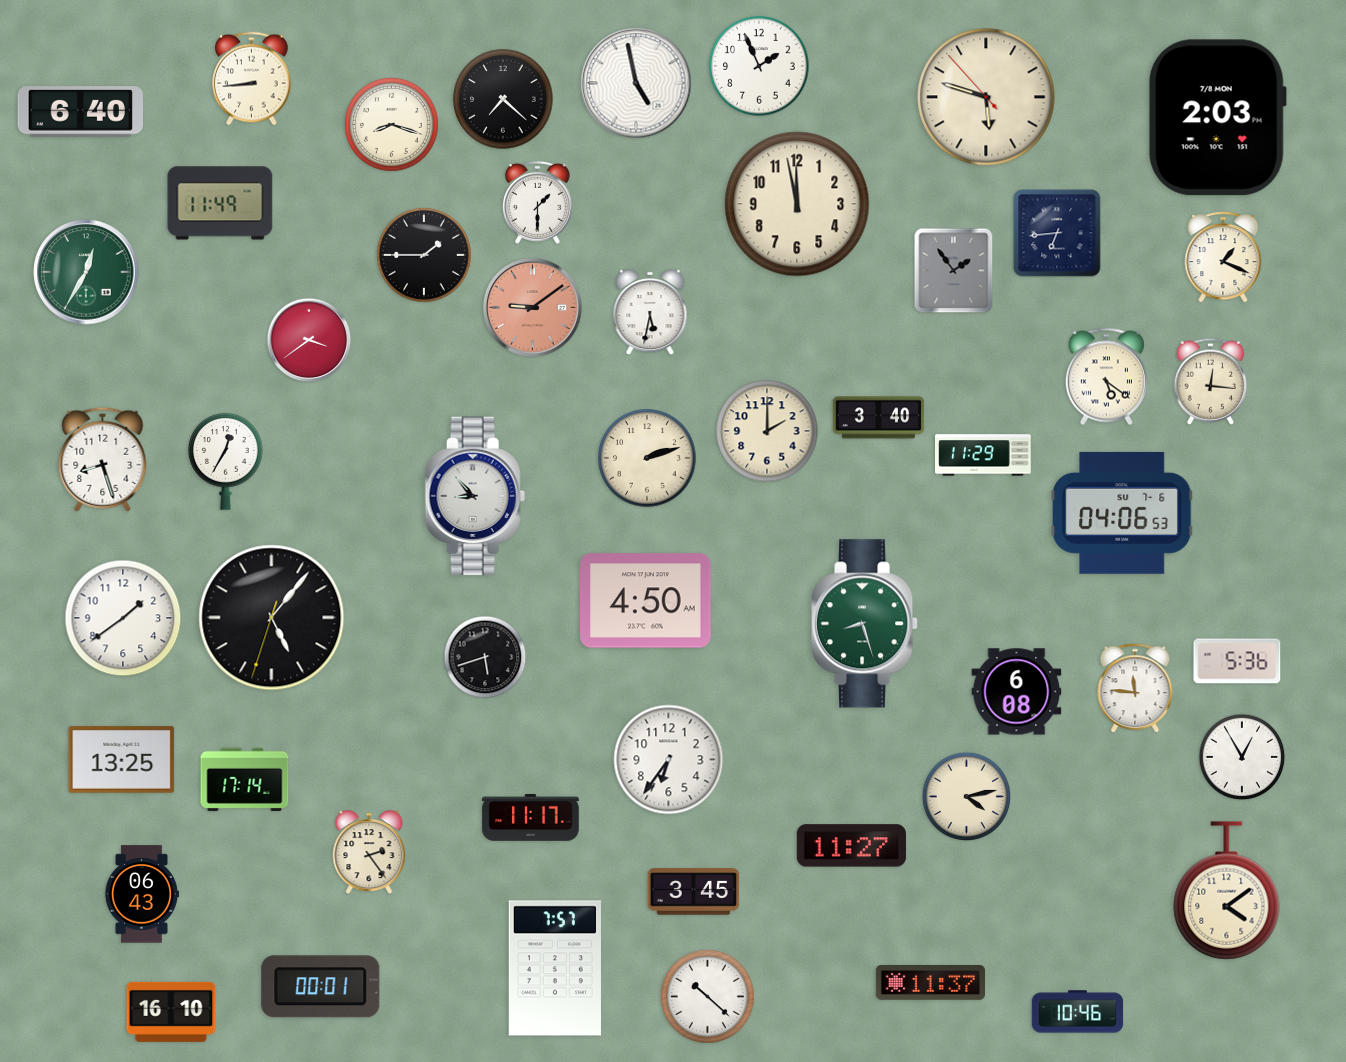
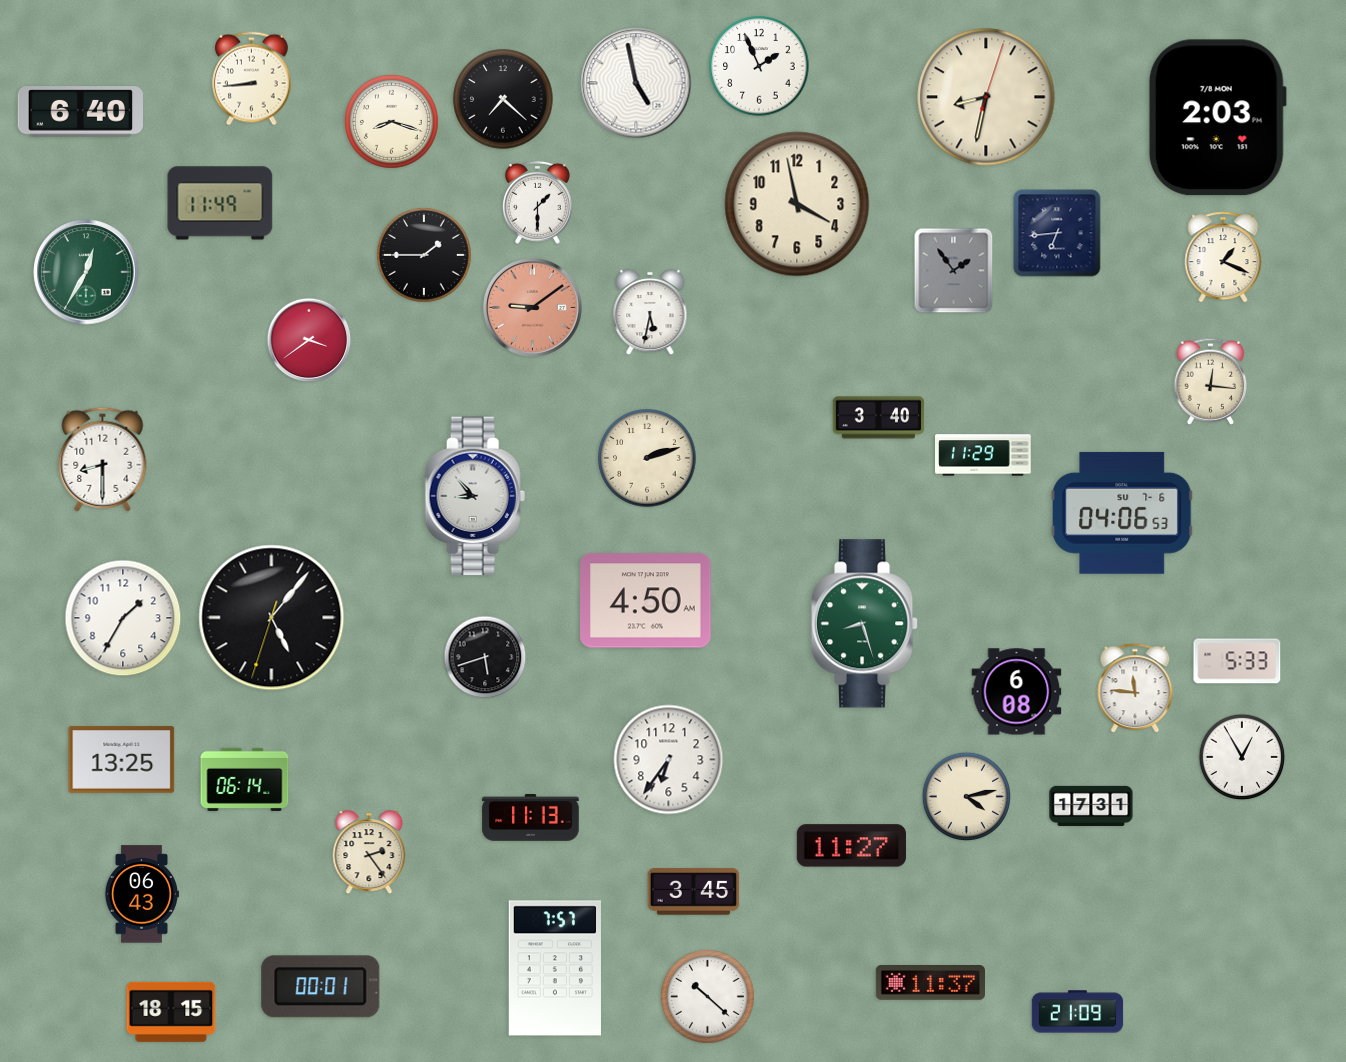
clock at (986, 97): 5:47 -> 8:32
clock at (391, 124) position: (391, 124) -> (391, 121)
clock at (797, 204): 11:58 -> 3:58
clock at (1106, 377): 5:21 -> none
clock at (767, 431): 2:00 -> none
clock at (103, 459): 8:27 -> 8:30
clock at (226, 462): 12:35 -> none
clock at (123, 618): 1:39 -> 1:35
clock at (1237, 661): 5:36 -> 5:33
clock at (245, 779): 17:14 -> 06:14
clock at (1091, 806): none -> 17:31
clock at (531, 818): 11:17 -> 11:13
clock at (1227, 891): 4:09 -> none
clock at (171, 1012): 16:10 -> 18:15
clock at (1078, 1012): 10:46 -> 21:09
